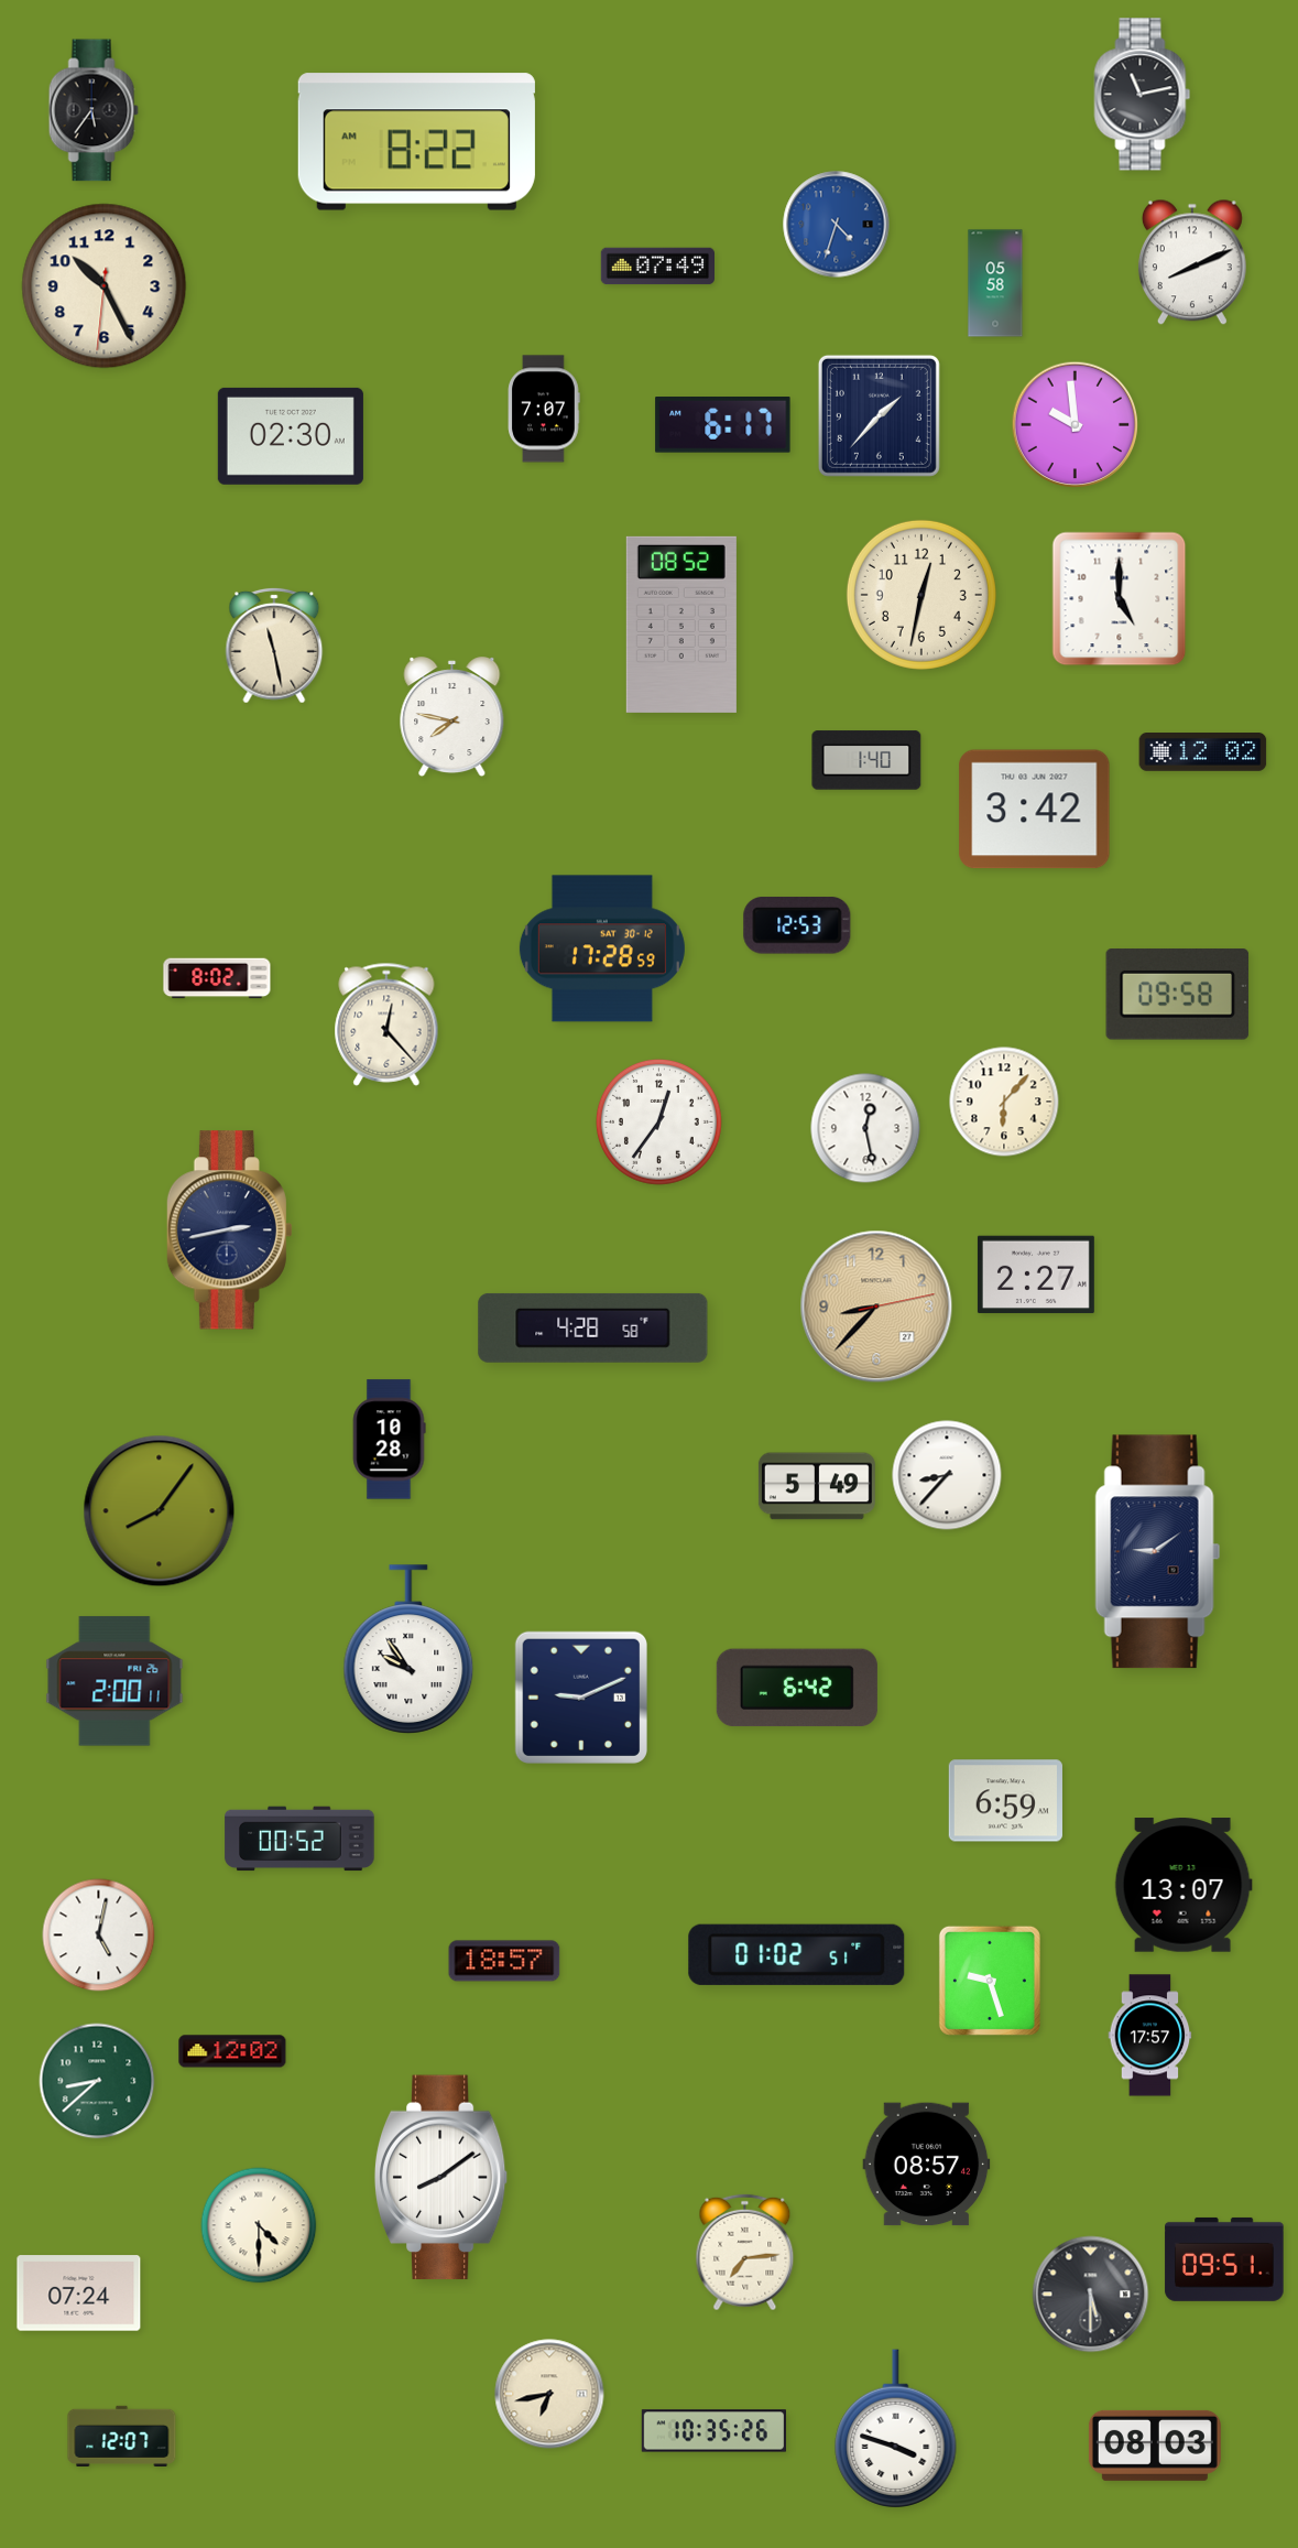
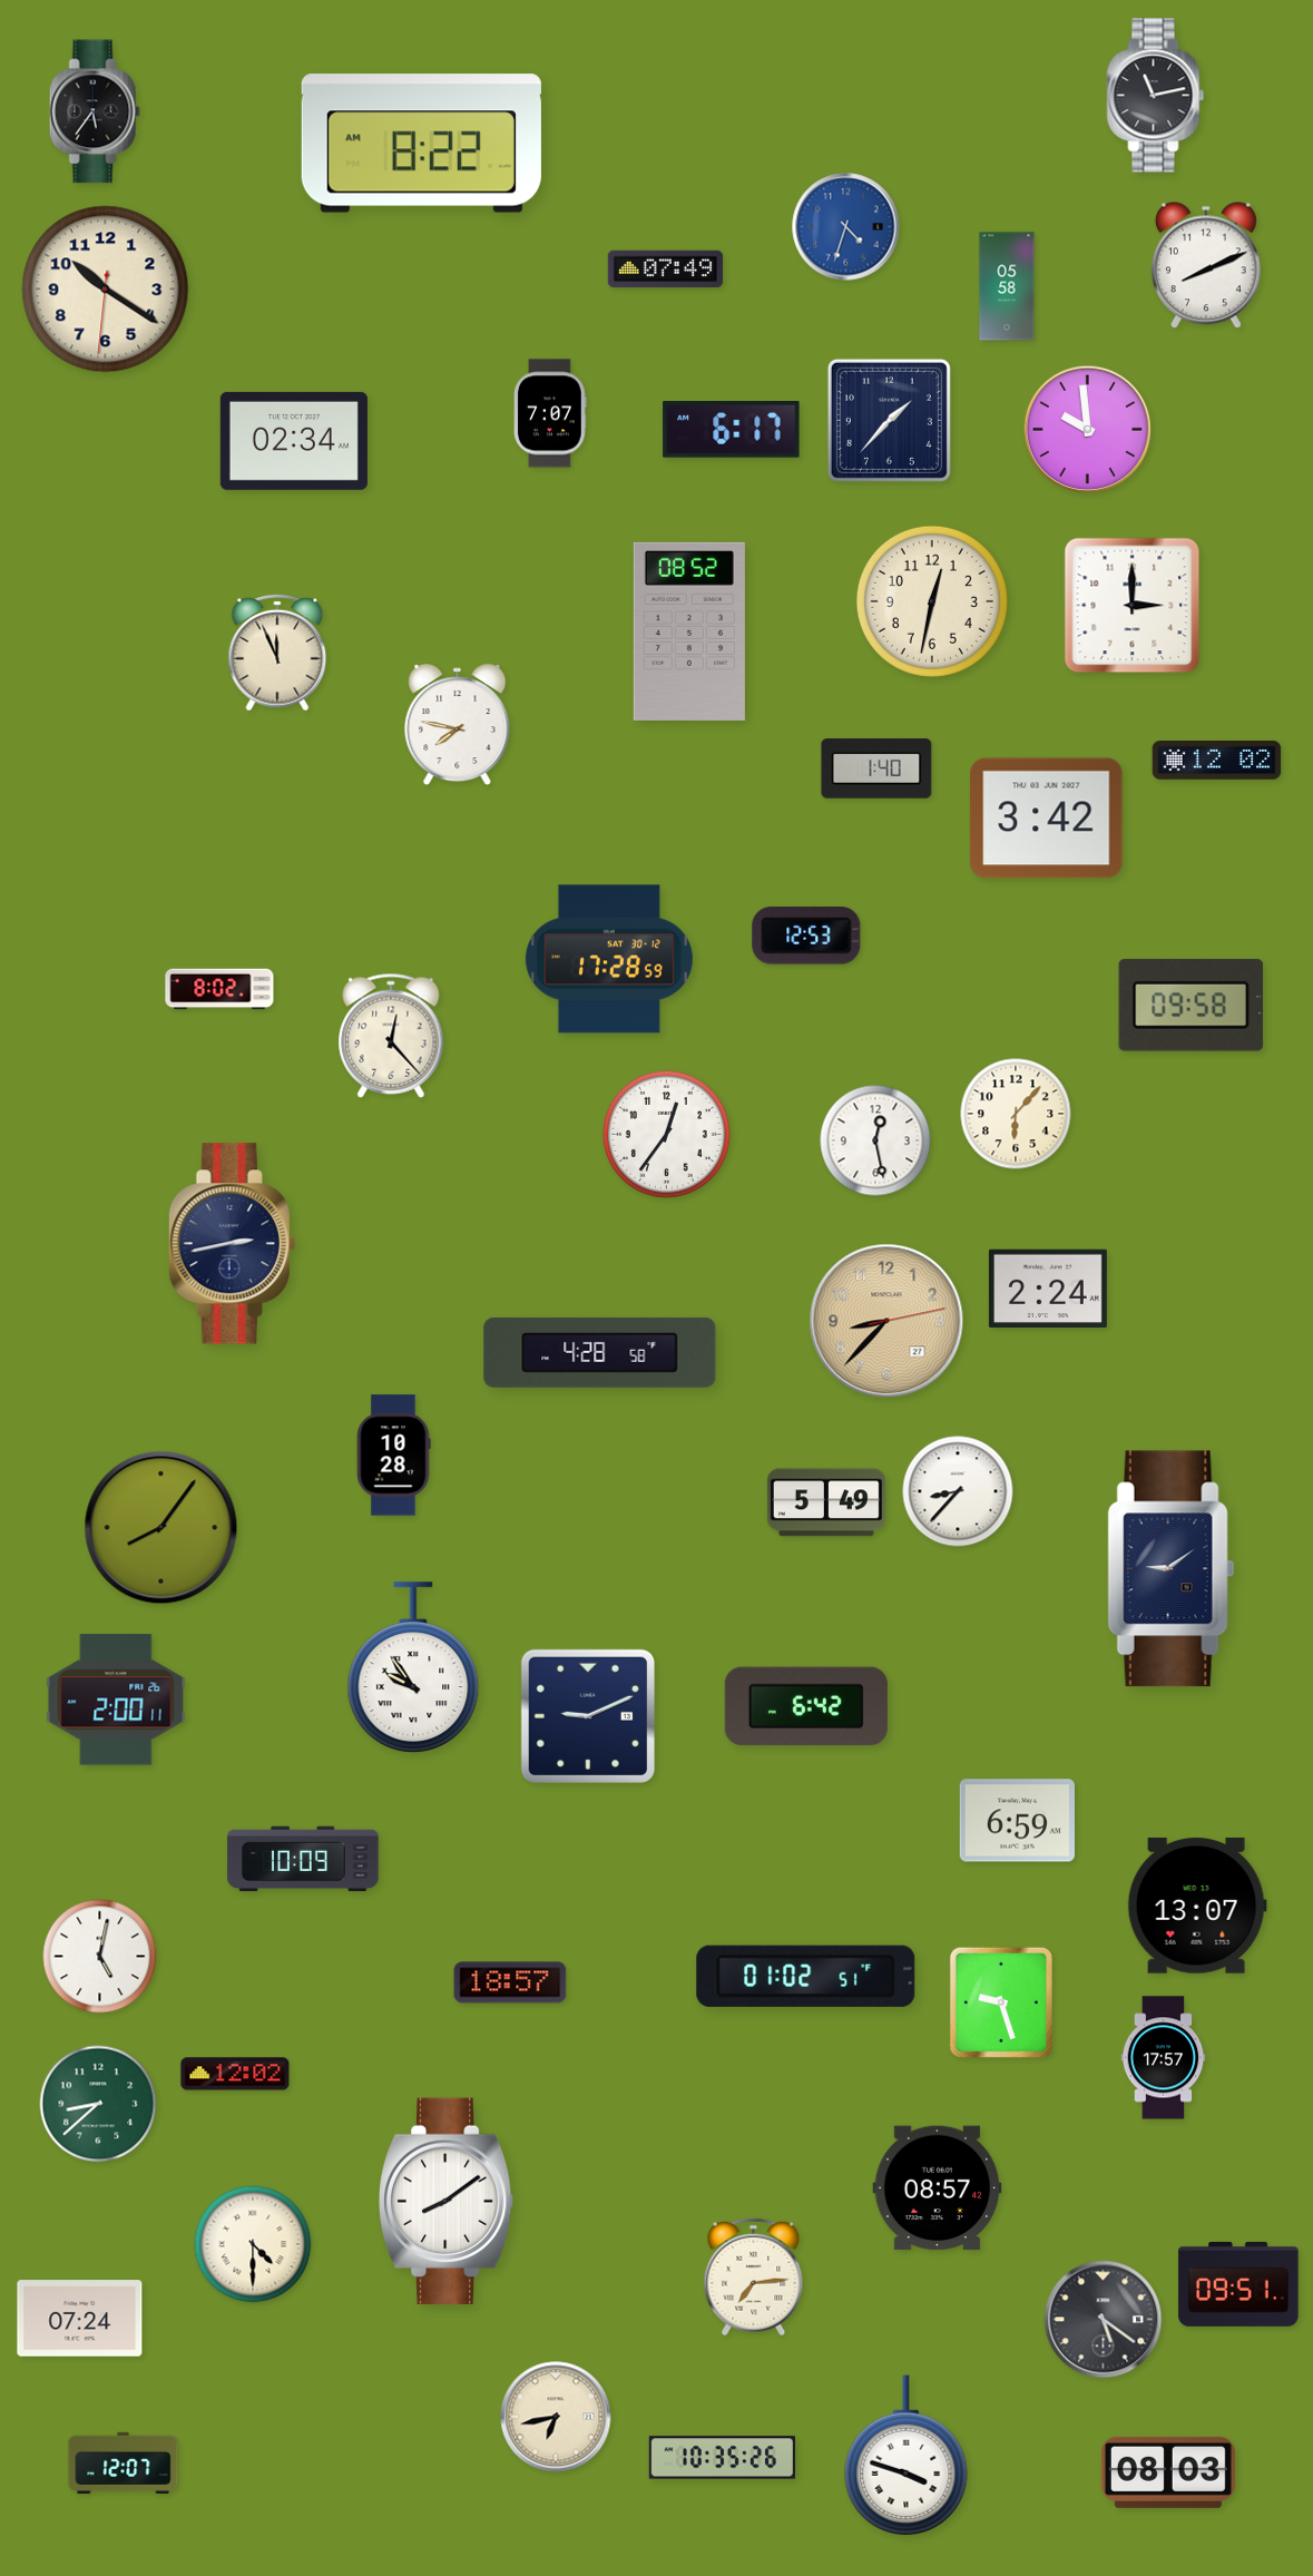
clock at (105, 286): 10:25 -> 10:20
clock at (291, 436): 02:30 -> 02:34
clock at (1120, 599): 5:00 -> 3:00
clock at (274, 646): 11:28 -> 11:56
clock at (1036, 1275): 2:27 -> 2:24
clock at (593, 1327) position: (593, 1327) -> (600, 1352)
clock at (299, 1839): 00:52 -> 10:09
clock at (259, 2225) position: (259, 2225) -> (253, 2244)
clock at (1091, 2295): 5:30 -> 5:21
clock at (549, 2394) position: (549, 2394) -> (556, 2417)
